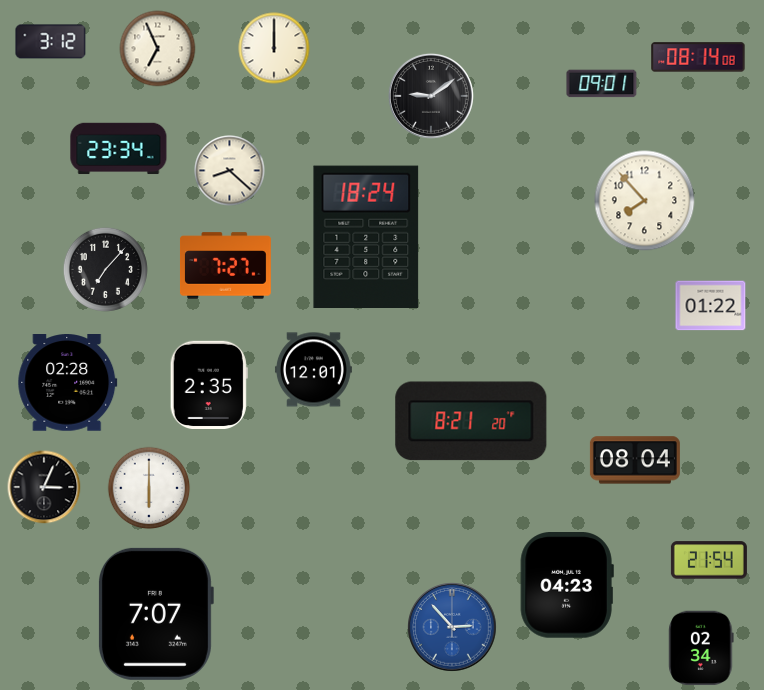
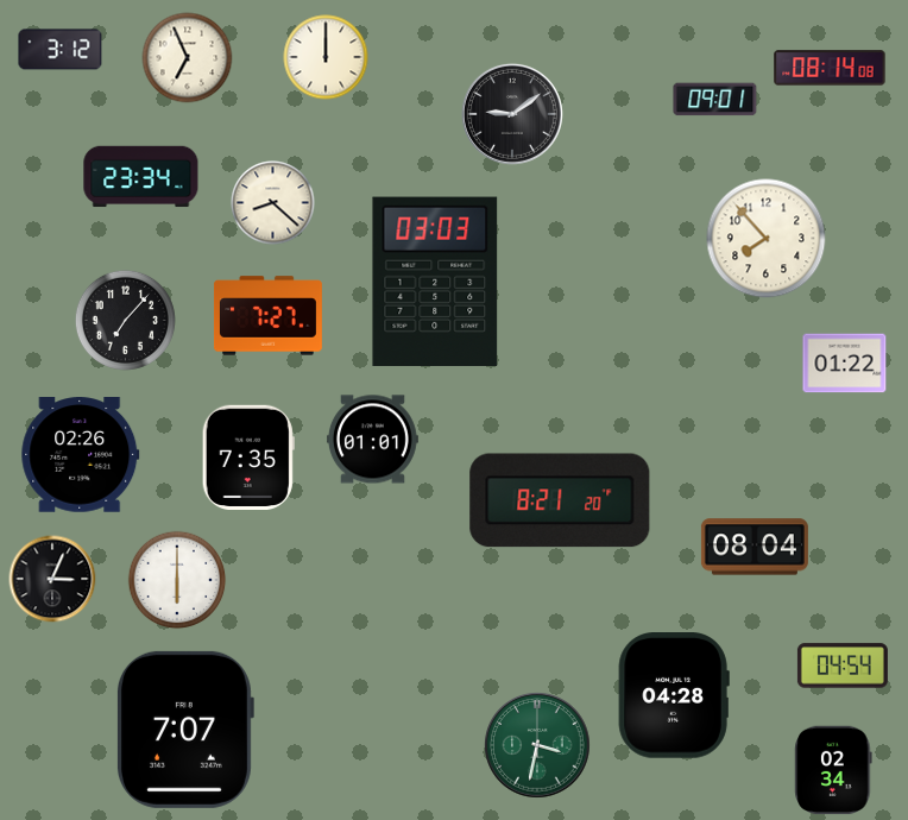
clock at (366, 236): 18:24 -> 03:03
clock at (313, 370): 12:01 -> 01:01
clock at (68, 383): 02:28 -> 02:26
clock at (209, 384): 2:35 -> 7:35
clock at (709, 560): 21:54 -> 04:54
clock at (567, 586): 04:23 -> 04:28
clock at (452, 627): 2:53 -> 3:32
clock at (452, 627) dial: blue -> green
